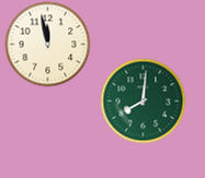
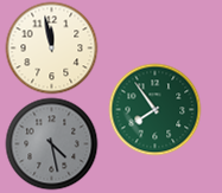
clock at (143, 100): 8:01 -> 7:54
clock at (51, 143): none -> 4:28
